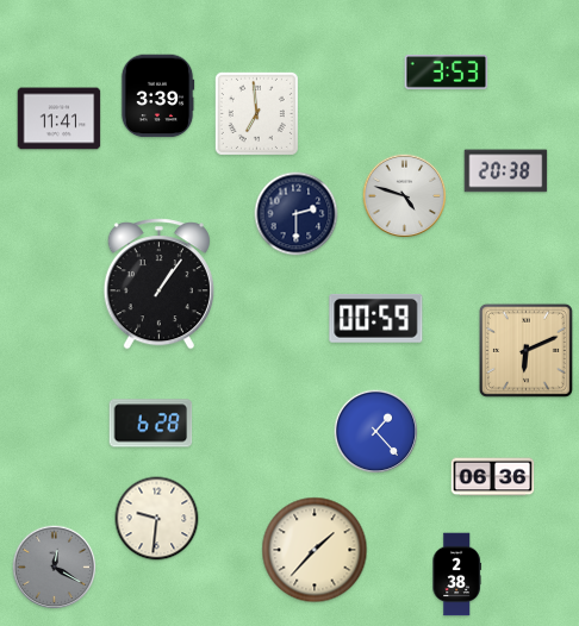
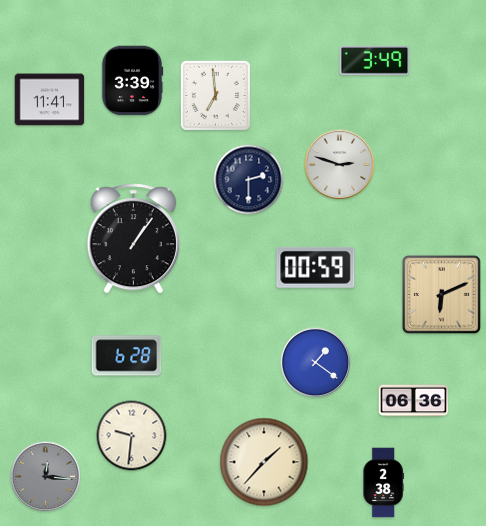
clock at (447, 73): 3:53 -> 3:49
clock at (506, 171): 20:38 -> none
clock at (405, 196): 4:48 -> 2:48
clock at (376, 432): 1:23 -> 1:21
clock at (55, 568): 12:20 -> 12:16
